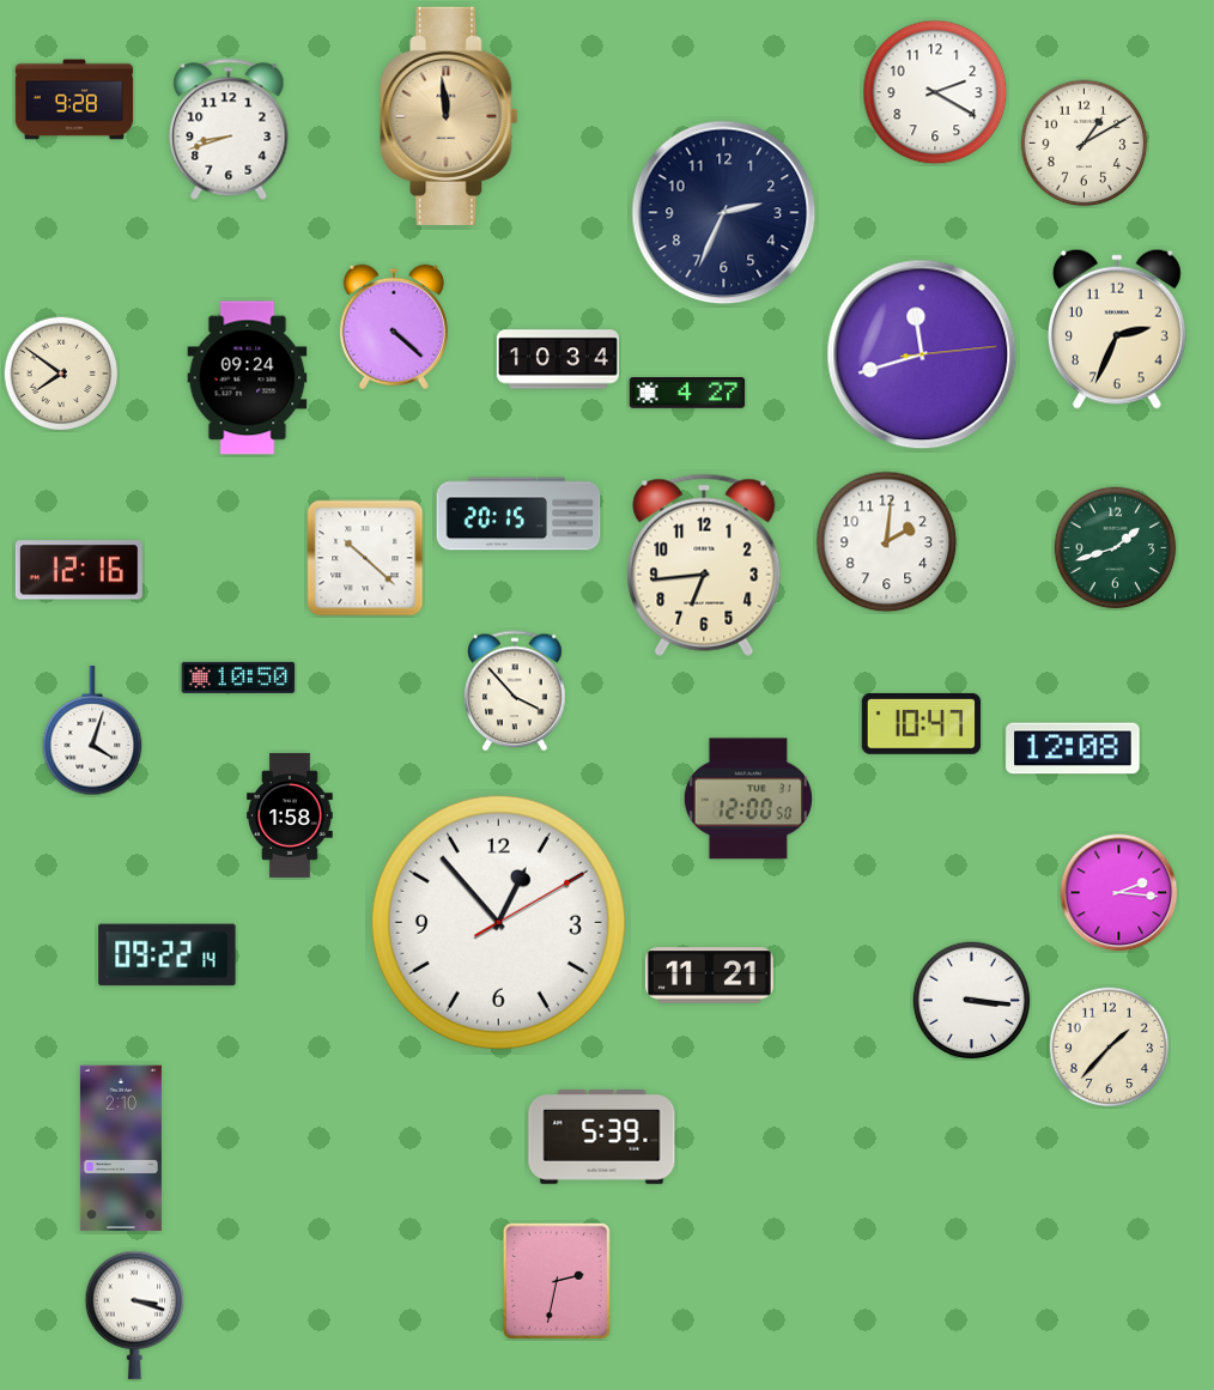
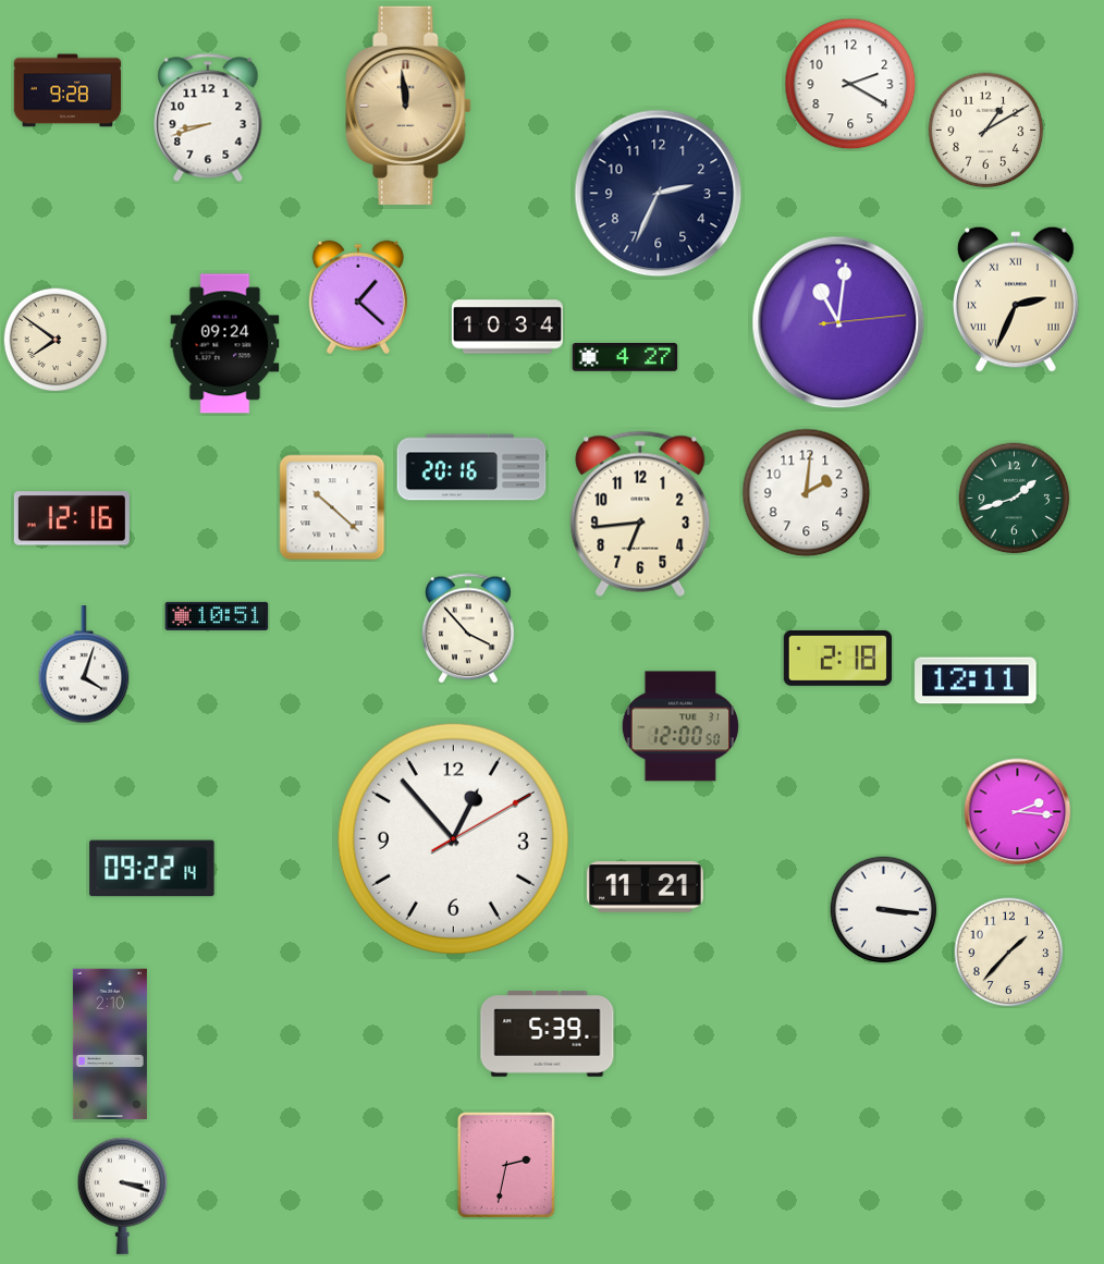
clock at (394, 327): 4:22 -> 1:22
clock at (1117, 329) numerals: Arabic -> Roman
clock at (922, 354): 11:42 -> 11:01
clock at (518, 514): 20:15 -> 20:16
clock at (238, 678): 10:50 -> 10:51
clock at (921, 723): 10:47 -> 2:18
clock at (1073, 748): 12:08 -> 12:11
clock at (290, 815): 1:58 -> none
